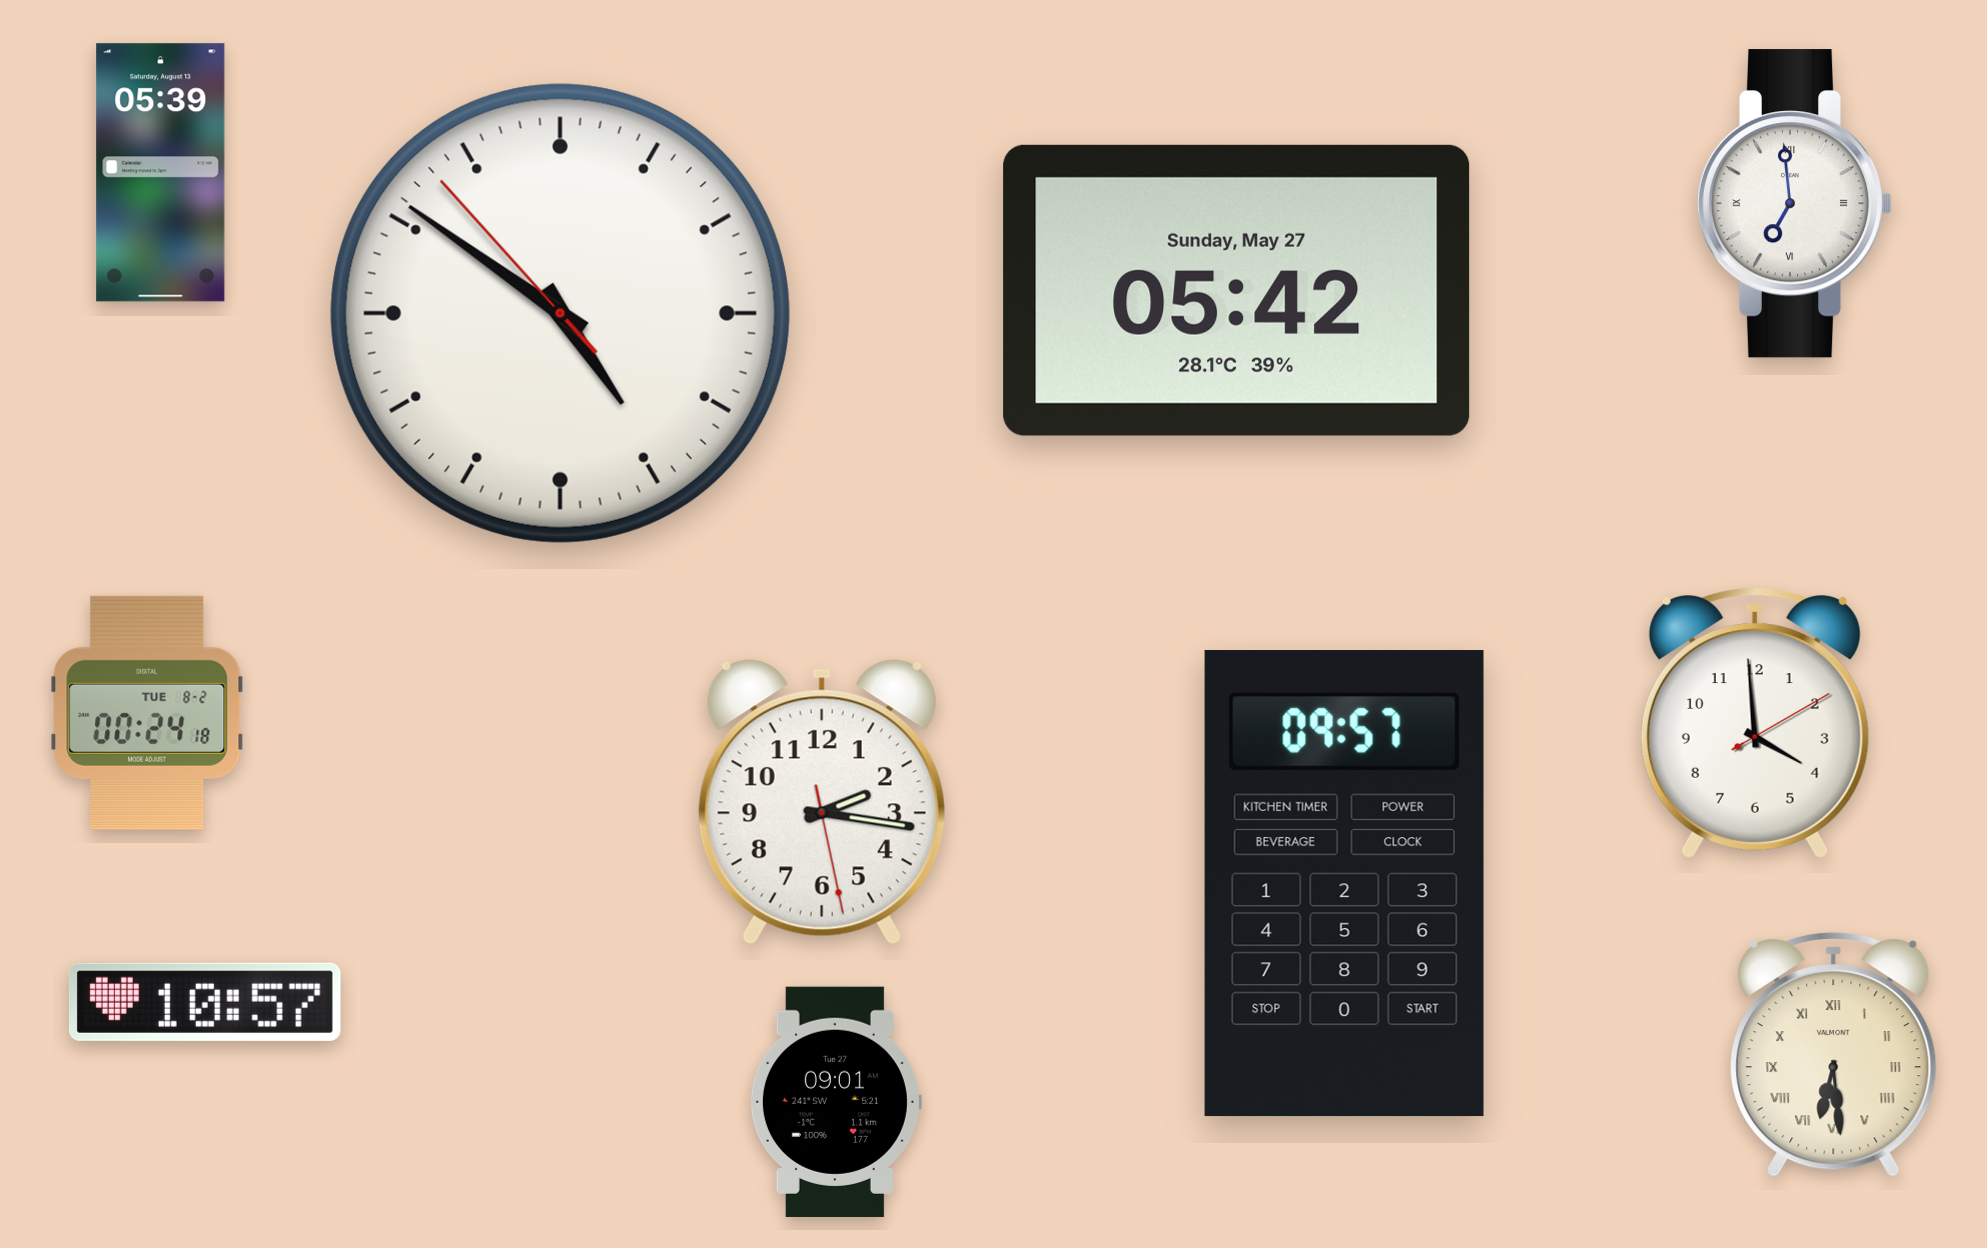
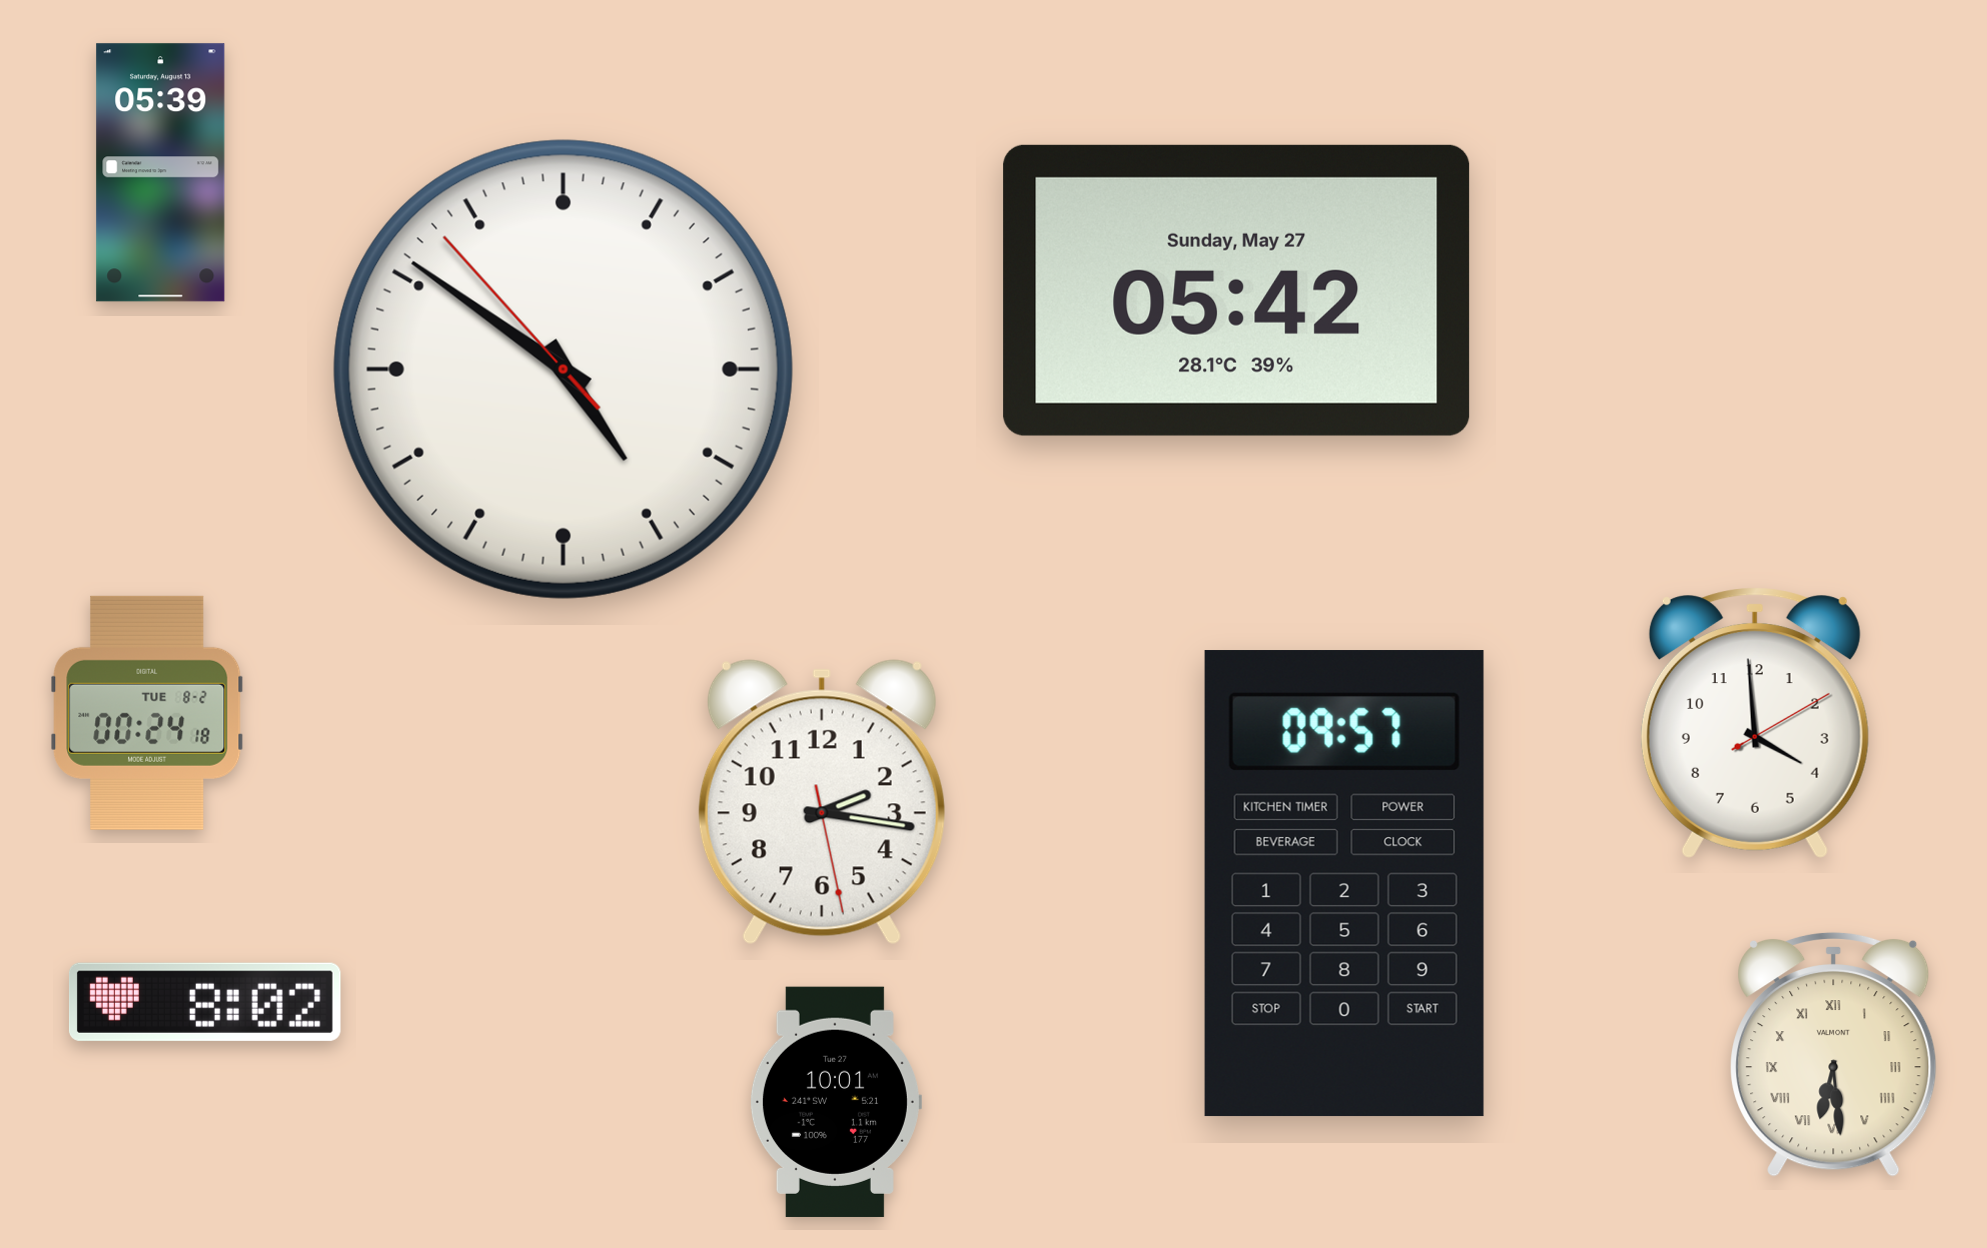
clock at (1795, 204): 6:59 -> none
clock at (560, 313) position: (560, 313) -> (563, 369)
clock at (205, 1002): 10:57 -> 8:02
clock at (835, 1102): 09:01 -> 10:01
